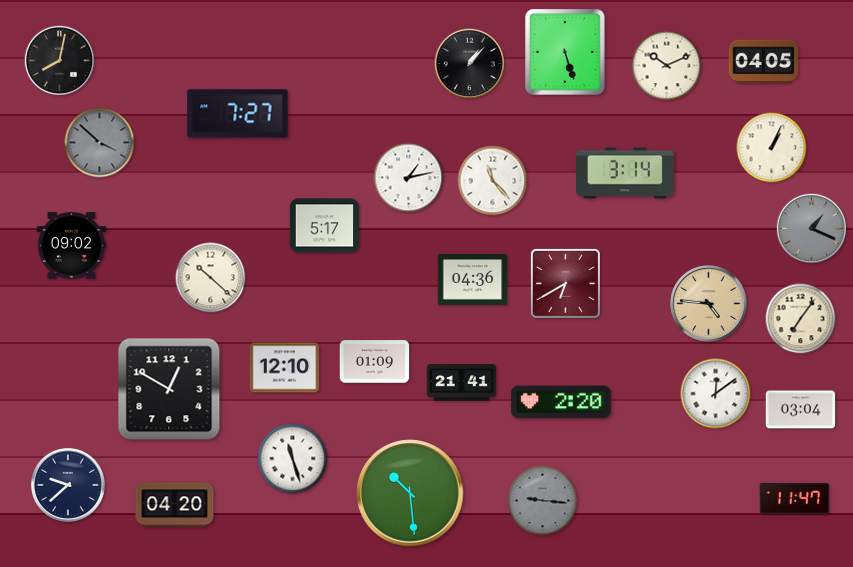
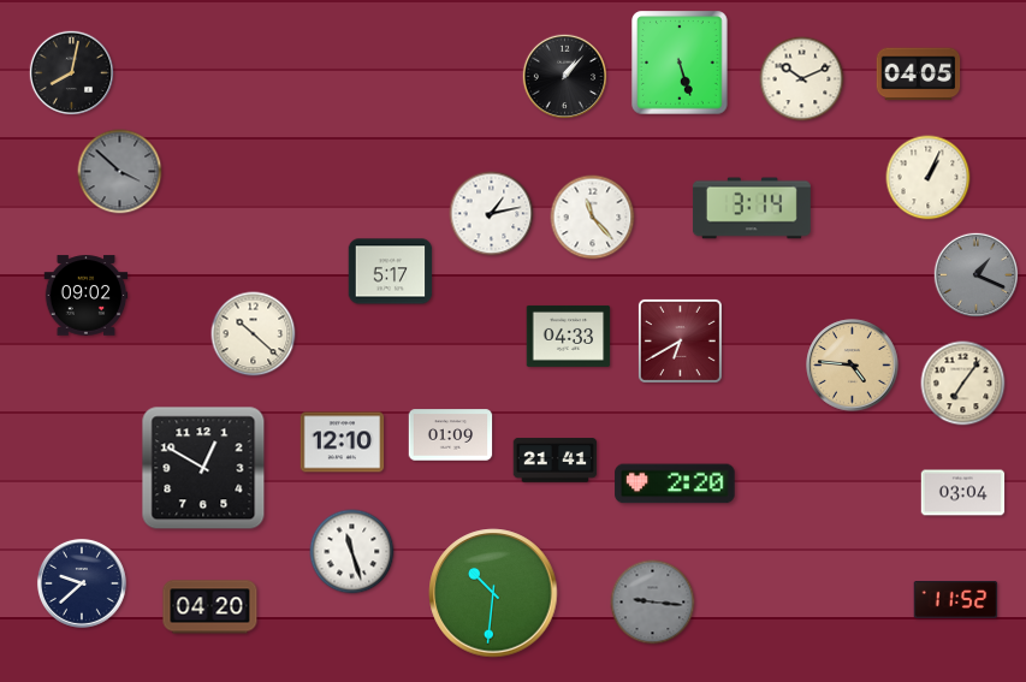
clock at (238, 114): 7:27 -> none
clock at (473, 279): 04:36 -> 04:33
clock at (716, 394): 12:09 -> none
clock at (410, 493): 10:29 -> 10:31
clock at (795, 499): 11:47 -> 11:52
